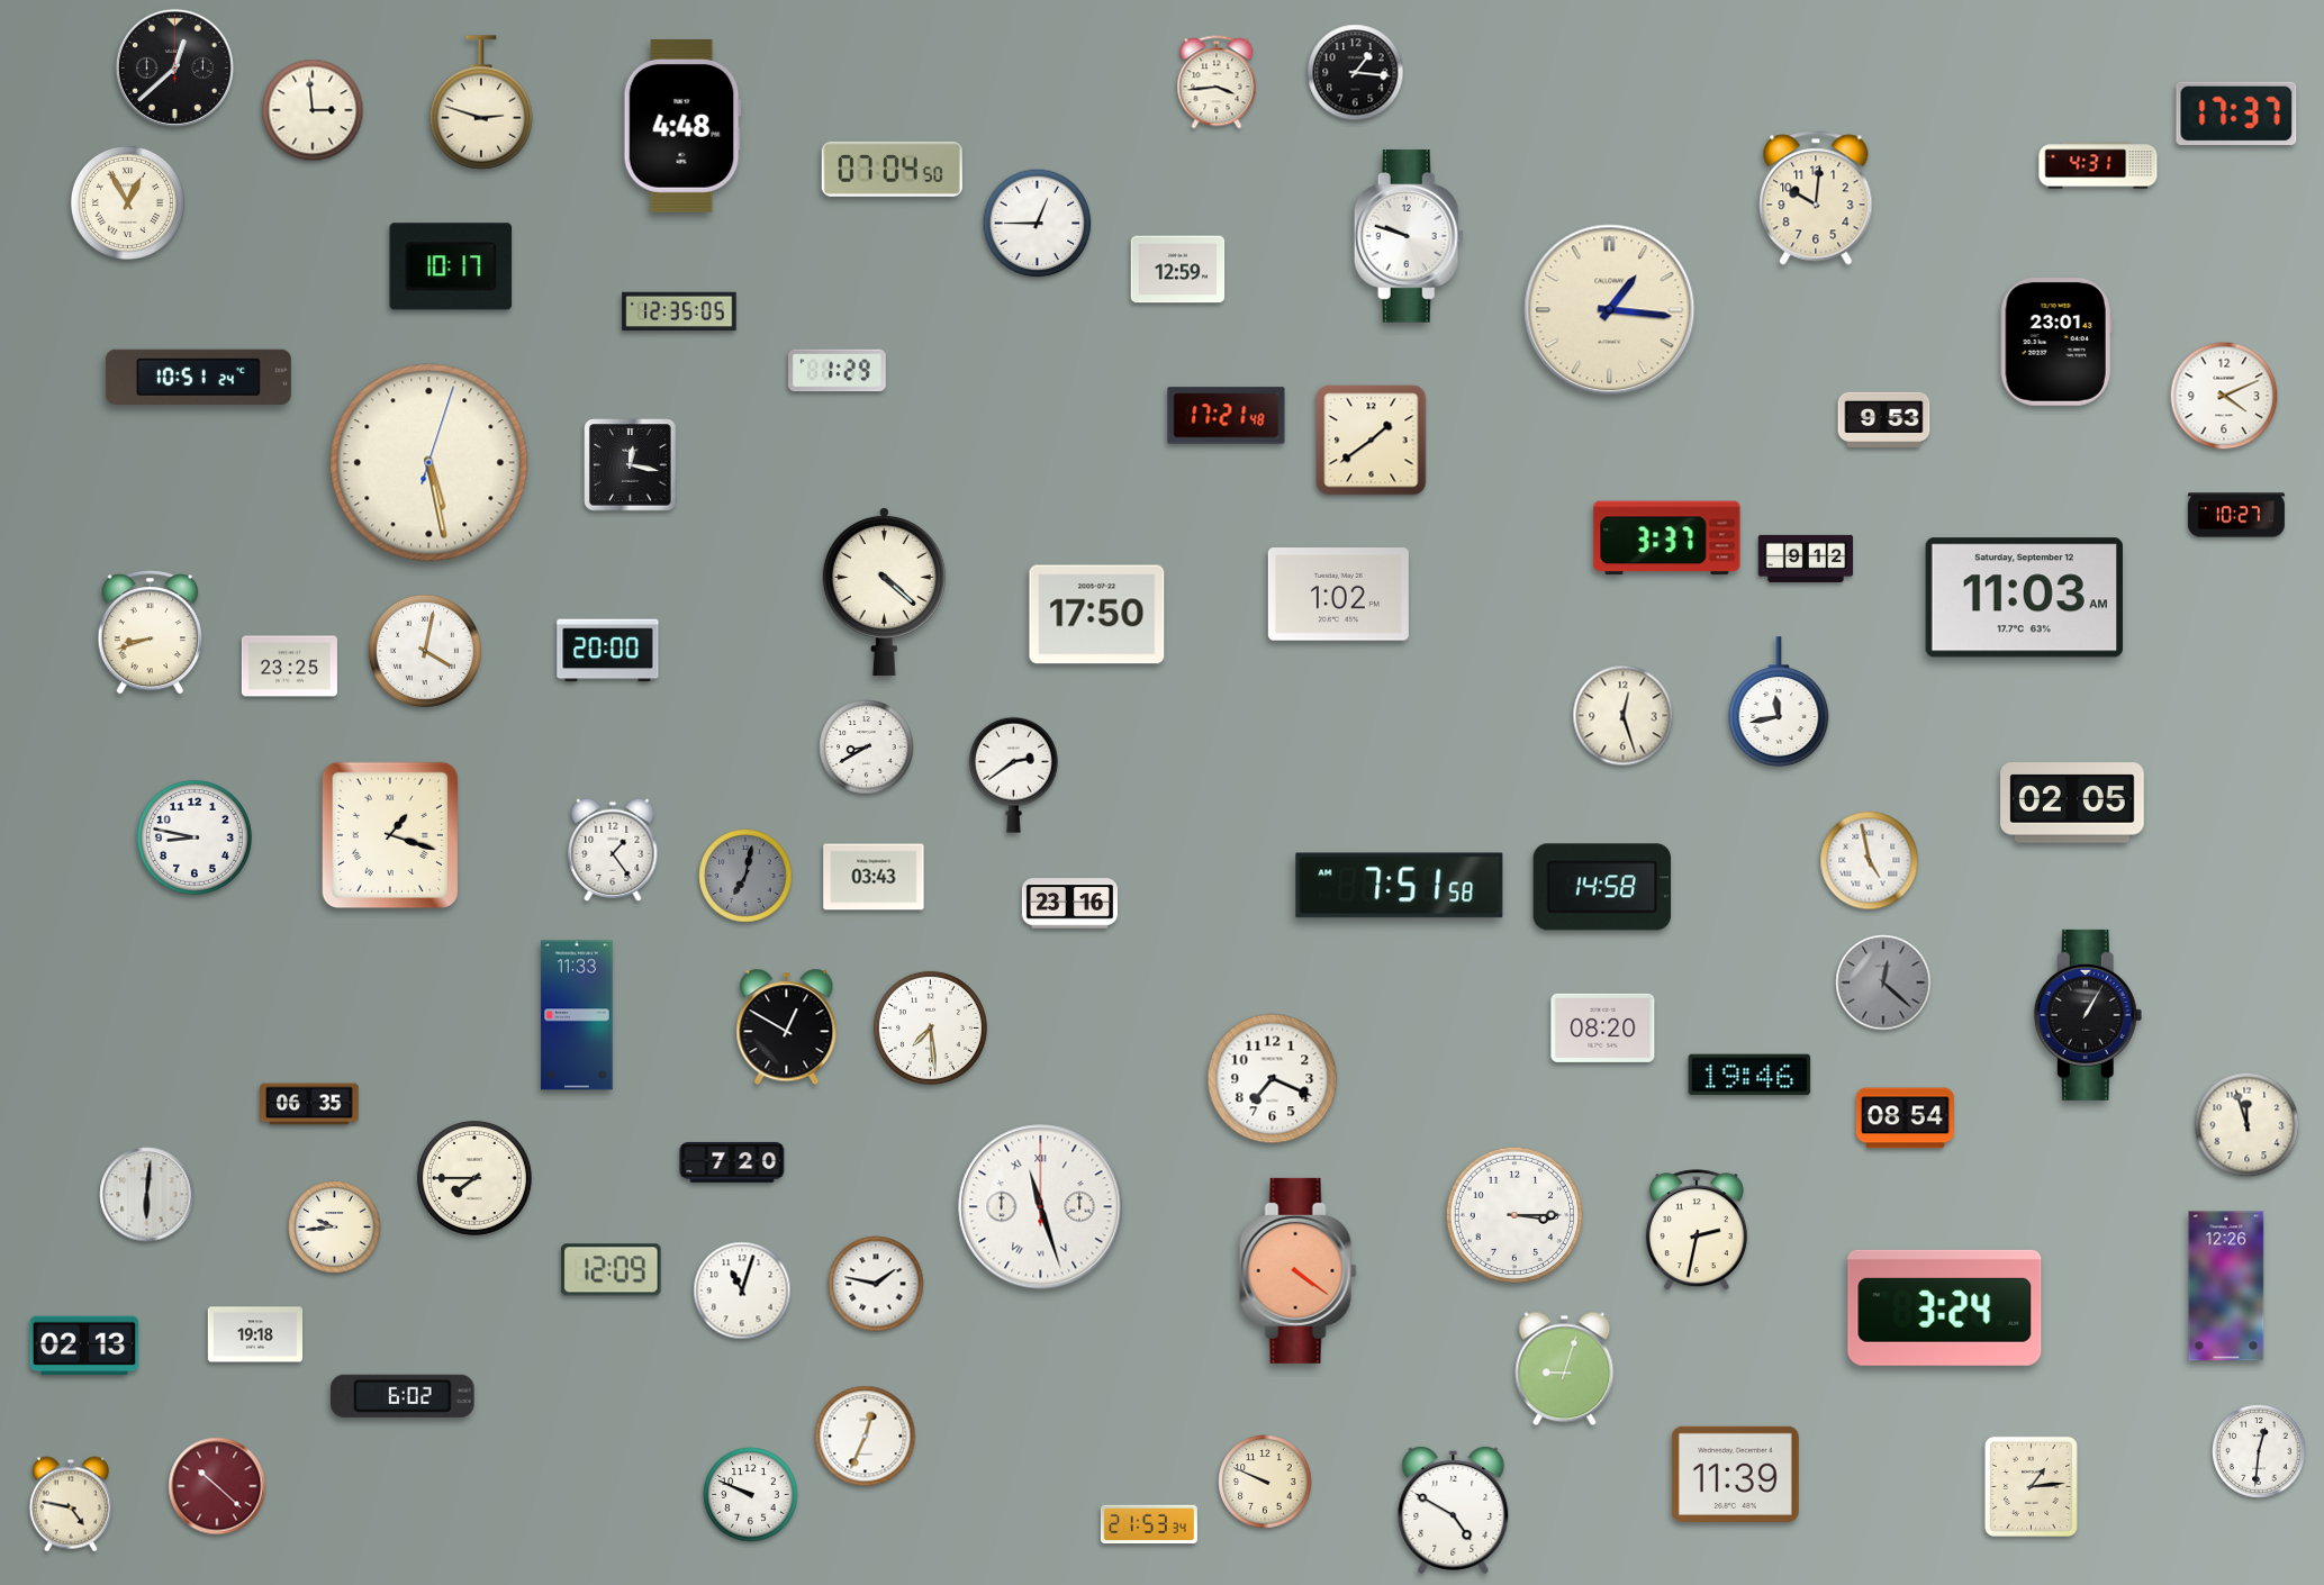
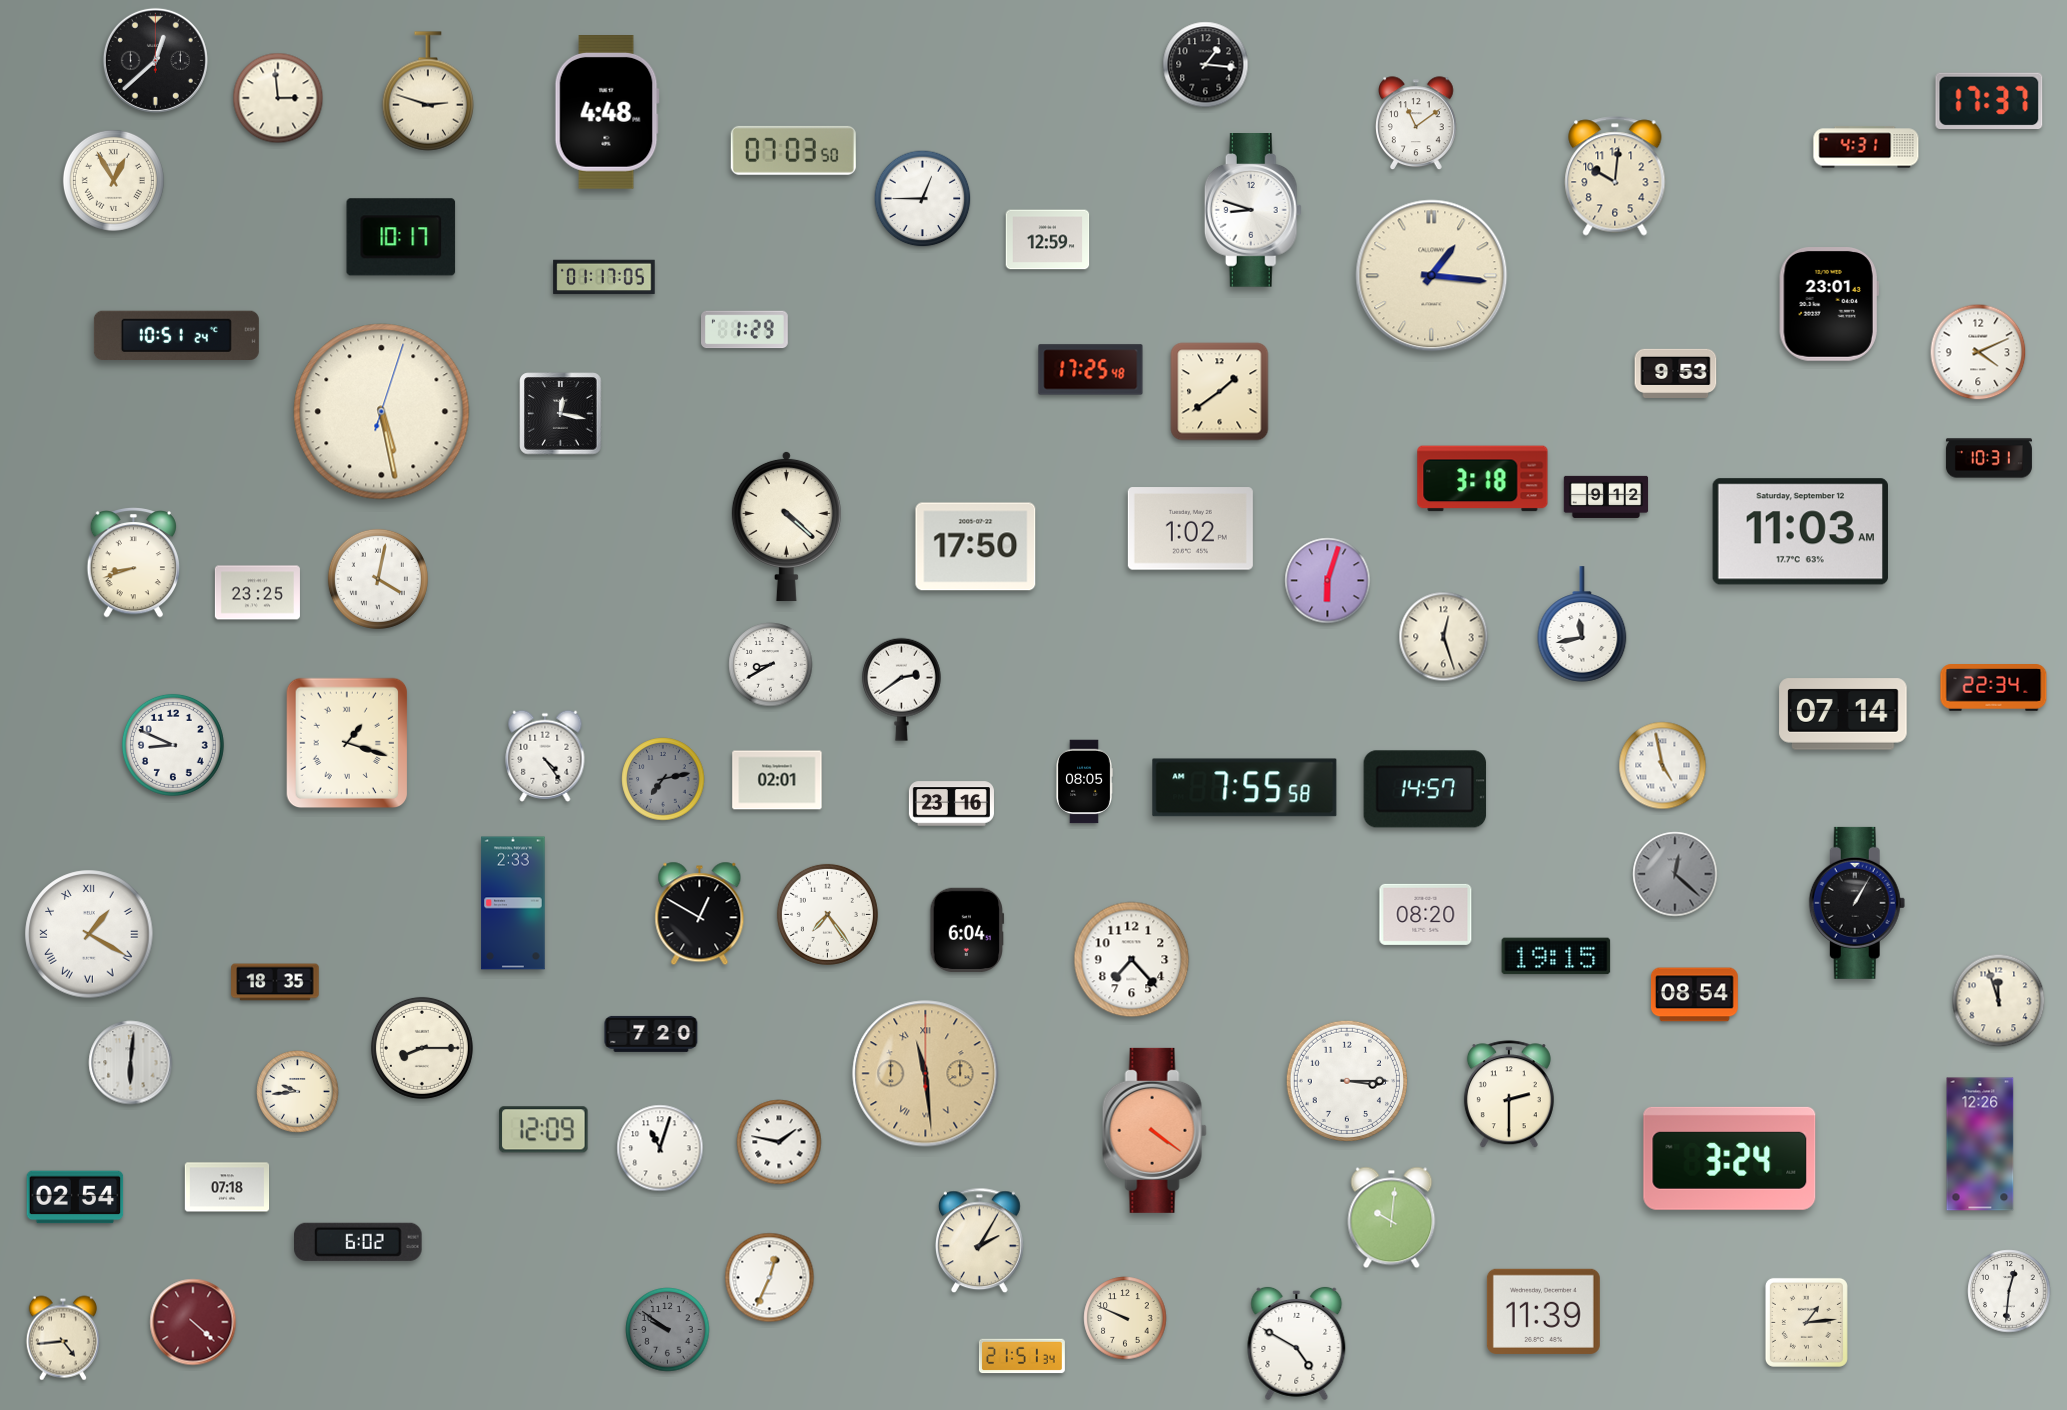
clock at (1217, 82): 3:44 -> none
clock at (1417, 124): none -> 11:09
clock at (892, 169): 07:04 -> 07:03
clock at (1409, 237): 9:48 -> 8:48
clock at (679, 311): 12:35 -> 01:17
clock at (1227, 416): 17:21 -> 17:25
clock at (2236, 515): 10:27 -> 10:31
clock at (1667, 538): 3:37 -> 3:18
clock at (608, 651): 20:00 -> none
clock at (1328, 581): none -> 6:03
clock at (1994, 688): none -> 22:34
clock at (2072, 803): 02:05 -> 07:14
clock at (195, 837): 8:47 -> 8:49
clock at (613, 850): 1:24 -> 4:24
clock at (745, 876): 7:02 -> 7:13
clock at (874, 877): 03:43 -> 02:01
clock at (1084, 782): none -> 08:05
clock at (1400, 886): 7:51 -> 7:55
clock at (1602, 887): 14:58 -> 14:57
clock at (577, 1015): 11:33 -> 2:33
clock at (930, 1027): 7:29 -> 7:24
clock at (967, 929): none -> 6:04
clock at (89, 934): none -> 1:20
clock at (1749, 1075): 19:46 -> 19:15
clock at (1273, 1079): 7:19 -> 7:23
clock at (309, 1104): 06:35 -> 18:35
clock at (474, 1178): 7:45 -> 8:15
clock at (1041, 1207): 11:27 -> 11:29
clock at (1041, 1207) dial: white -> champagne
clock at (1697, 1231): 2:32 -> 2:30
clock at (1945, 1307) position: (1945, 1307) -> (1730, 1158)
clock at (255, 1334): 19:18 -> 07:18
clock at (84, 1346): 02:13 -> 02:54
clock at (1565, 1369): 9:03 -> 10:01
clock at (979, 1241): none -> 2:05
clock at (217, 1486): 10:22 -> 4:22
clock at (751, 1495): 9:49 -> 9:51
clock at (751, 1495) dial: white -> grey
clock at (70, 1504): 4:47 -> 4:44
clock at (1454, 1510) position: (1454, 1510) -> (1297, 1343)
clock at (1149, 1524): 21:53 -> 21:51
